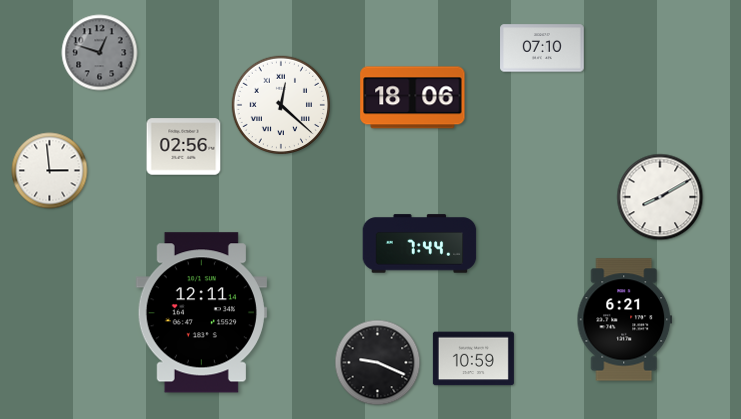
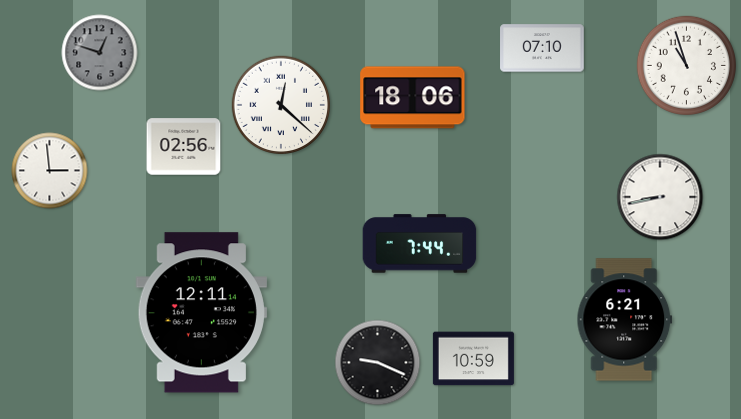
clock at (686, 65): none -> 10:57
clock at (660, 197): 8:10 -> 8:43
